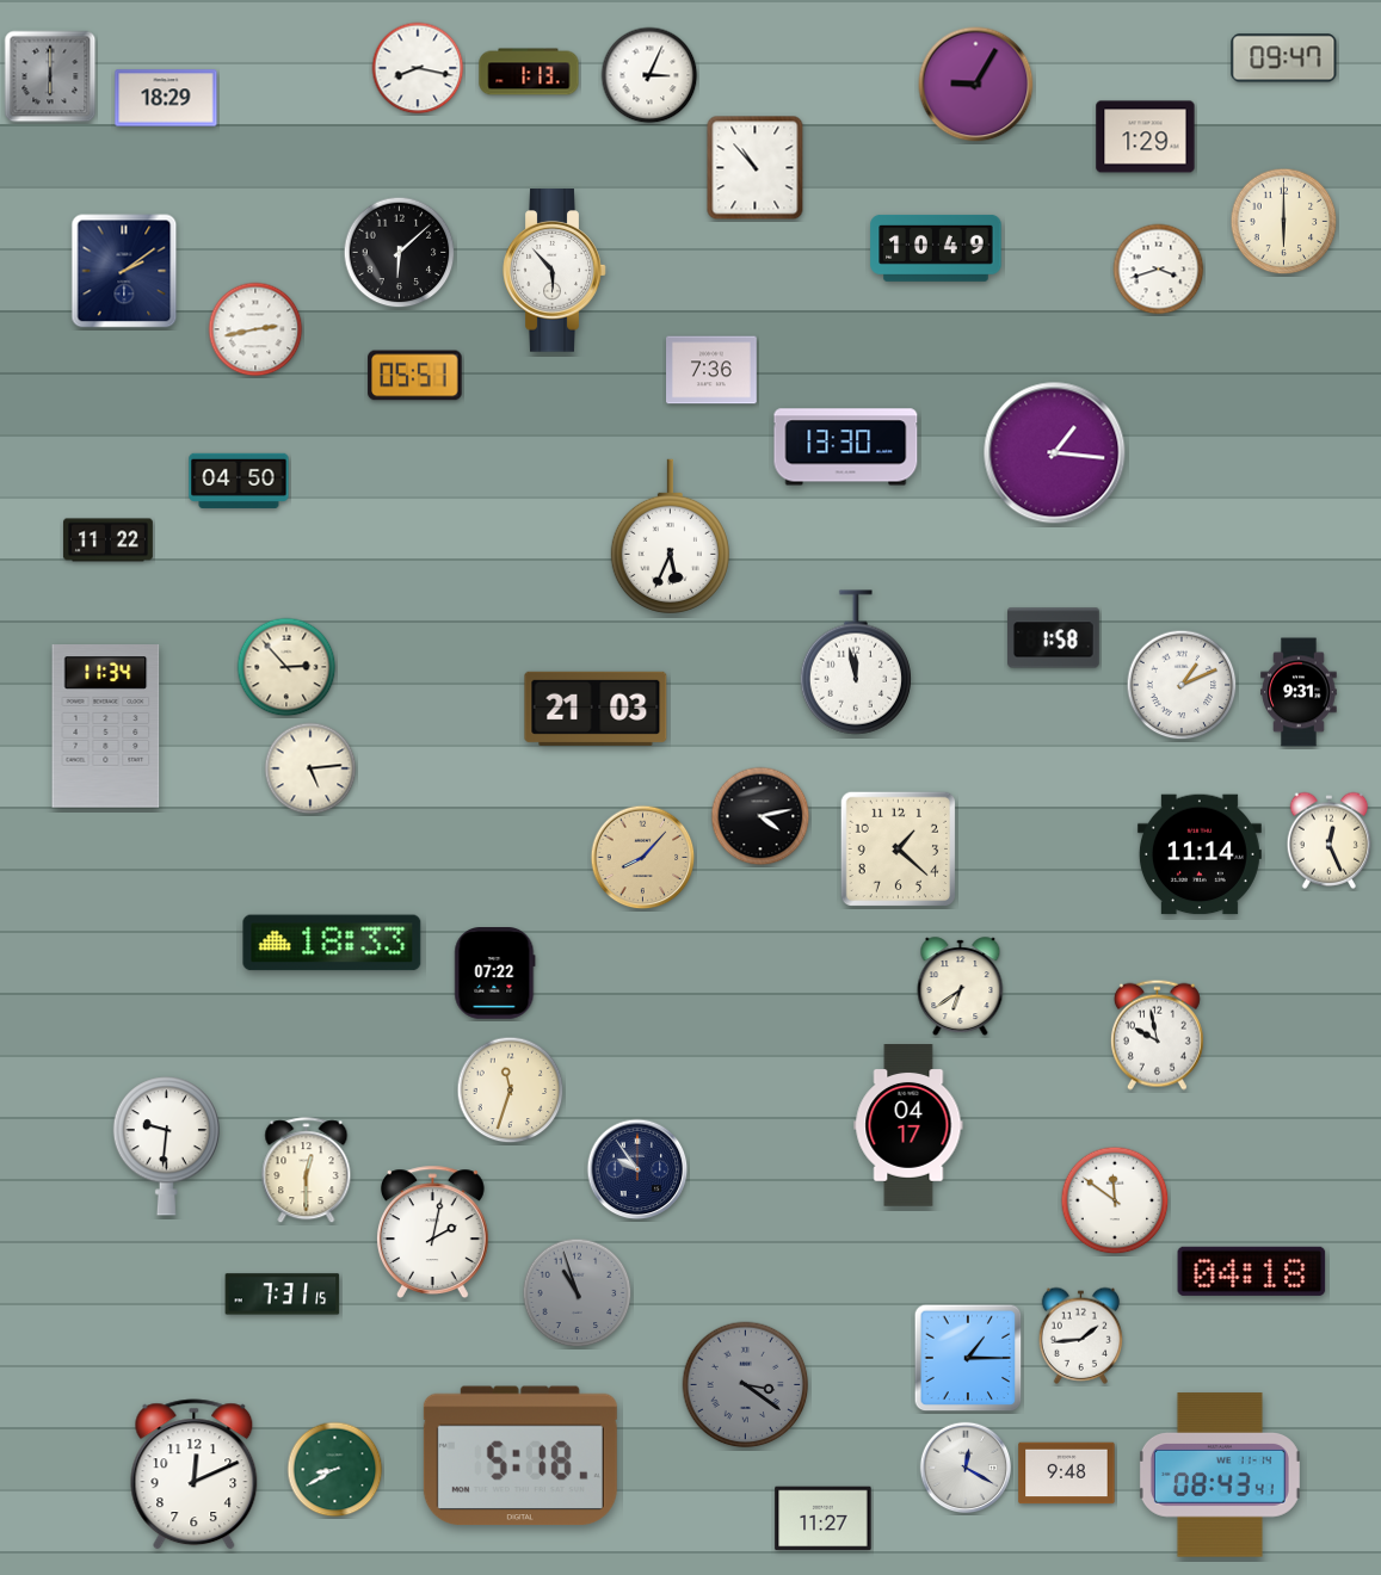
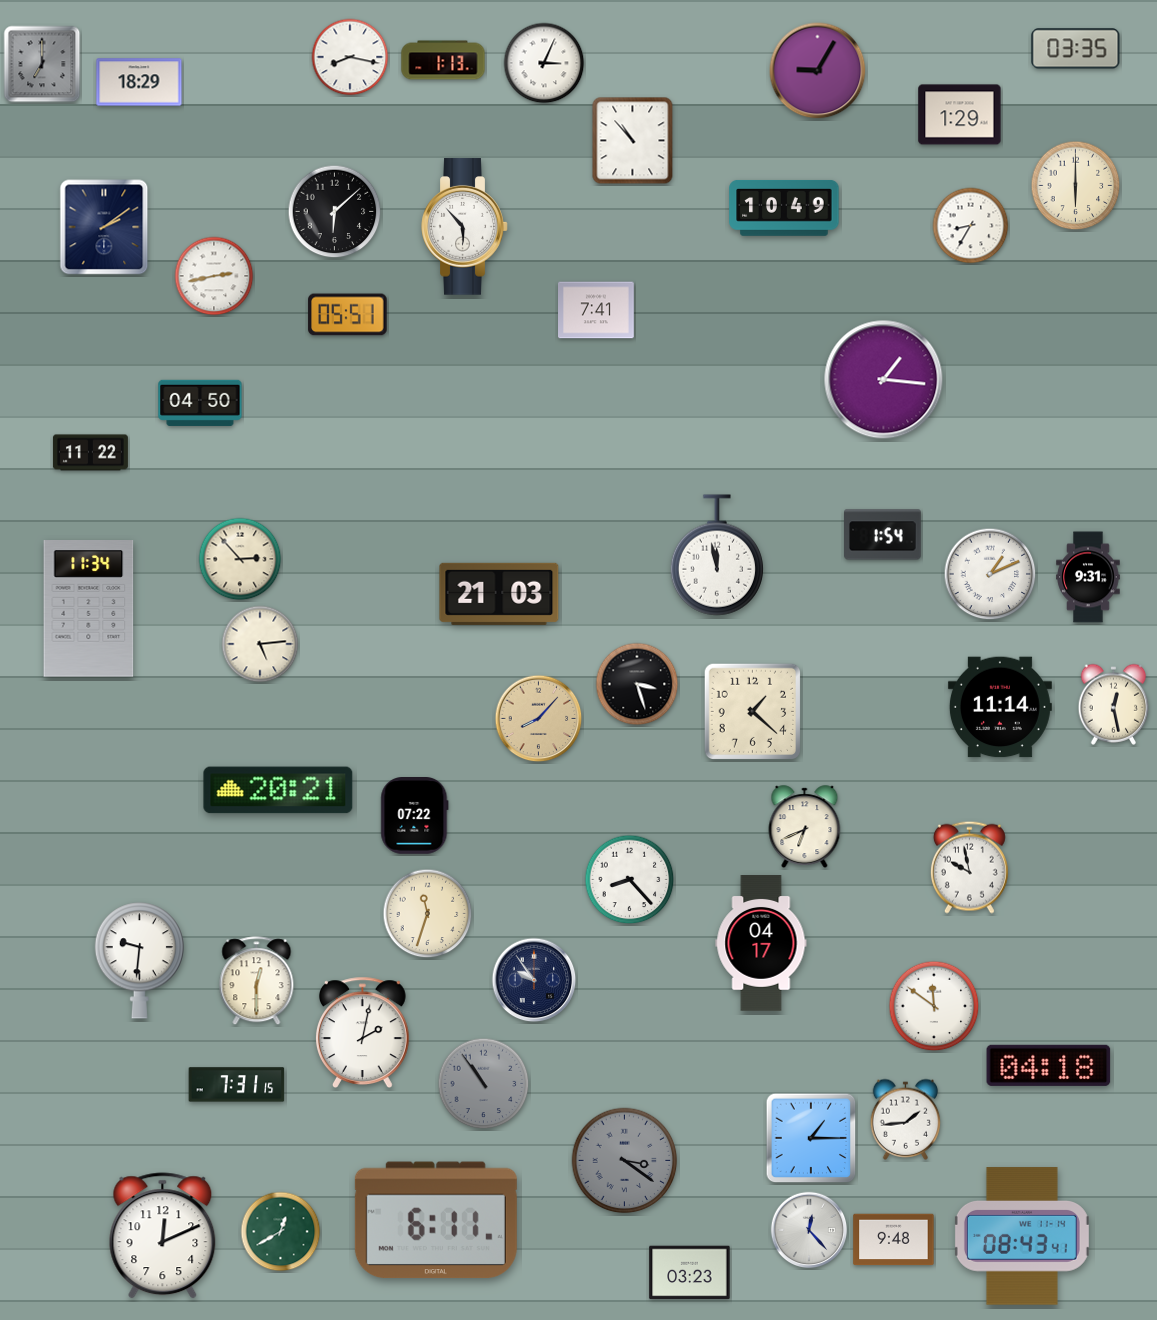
clock at (1284, 58): 09:47 -> 03:35
clock at (50, 76): 6:00 -> 7:00
clock at (1159, 270): 3:42 -> 8:35
clock at (713, 370): 7:36 -> 7:41
clock at (846, 447): 13:30 -> none
clock at (670, 536): 5:34 -> none
clock at (1054, 638): 1:58 -> 1:54
clock at (1299, 692) position: (1299, 692) -> (1088, 577)
clock at (760, 816): 4:13 -> 3:27
clock at (1330, 840): 12:26 -> 12:28
clock at (1200, 854) position: (1200, 854) -> (1000, 707)
clock at (332, 943): 18:33 -> 20:21
clock at (961, 987): 6:39 -> 6:41
clock at (630, 880): none -> 8:23
clock at (578, 1293): 10:57 -> 10:54
clock at (520, 1456): 5:18 -> 6:11
clock at (966, 1468): 12:20 -> 12:23
clock at (335, 1470): 8:40 -> 12:40
clock at (1067, 1474) position: (1067, 1474) -> (894, 1240)
clock at (824, 1519): 11:27 -> 03:23
